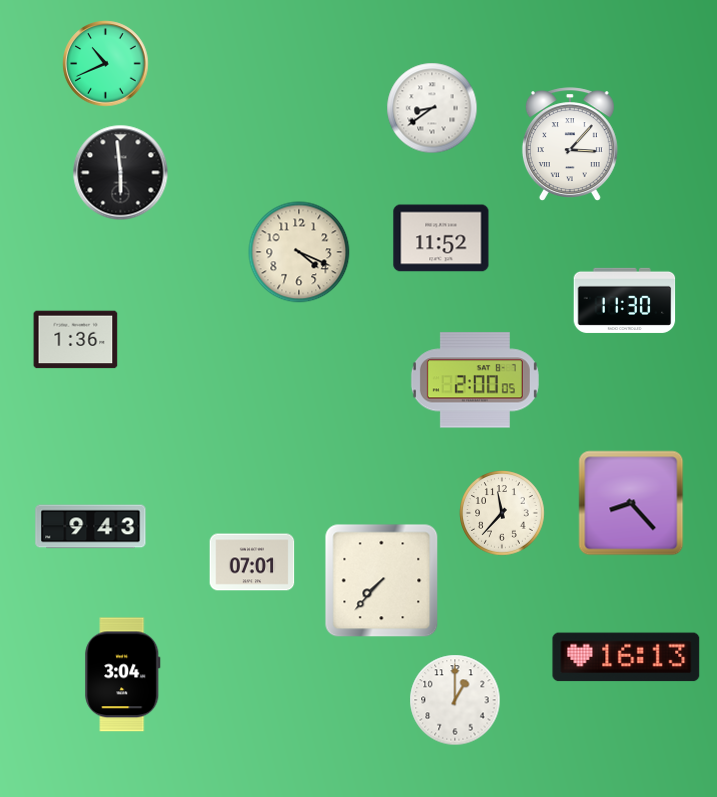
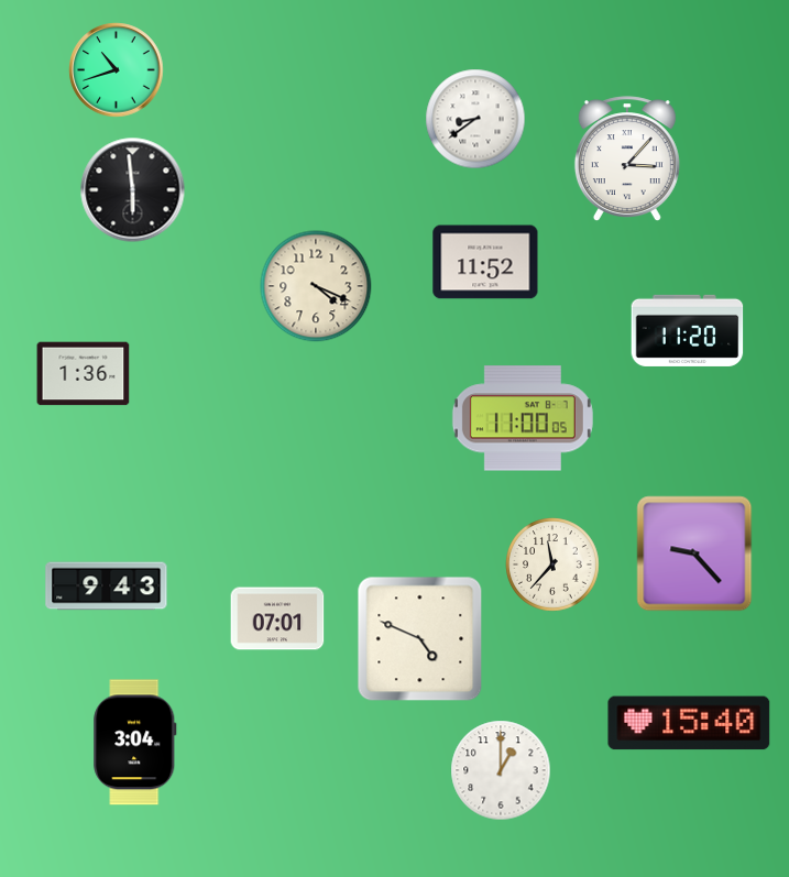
clock at (106, 64): 10:41 -> 10:42
clock at (299, 252) position: (299, 252) -> (316, 286)
clock at (625, 300): 11:30 -> 11:20
clock at (475, 380): 2:00 -> 11:00
clock at (631, 503): 8:23 -> 9:23
clock at (91, 527) position: (91, 527) -> (107, 587)
clock at (382, 581): 7:37 -> 4:49
clock at (626, 657): 16:13 -> 15:40
